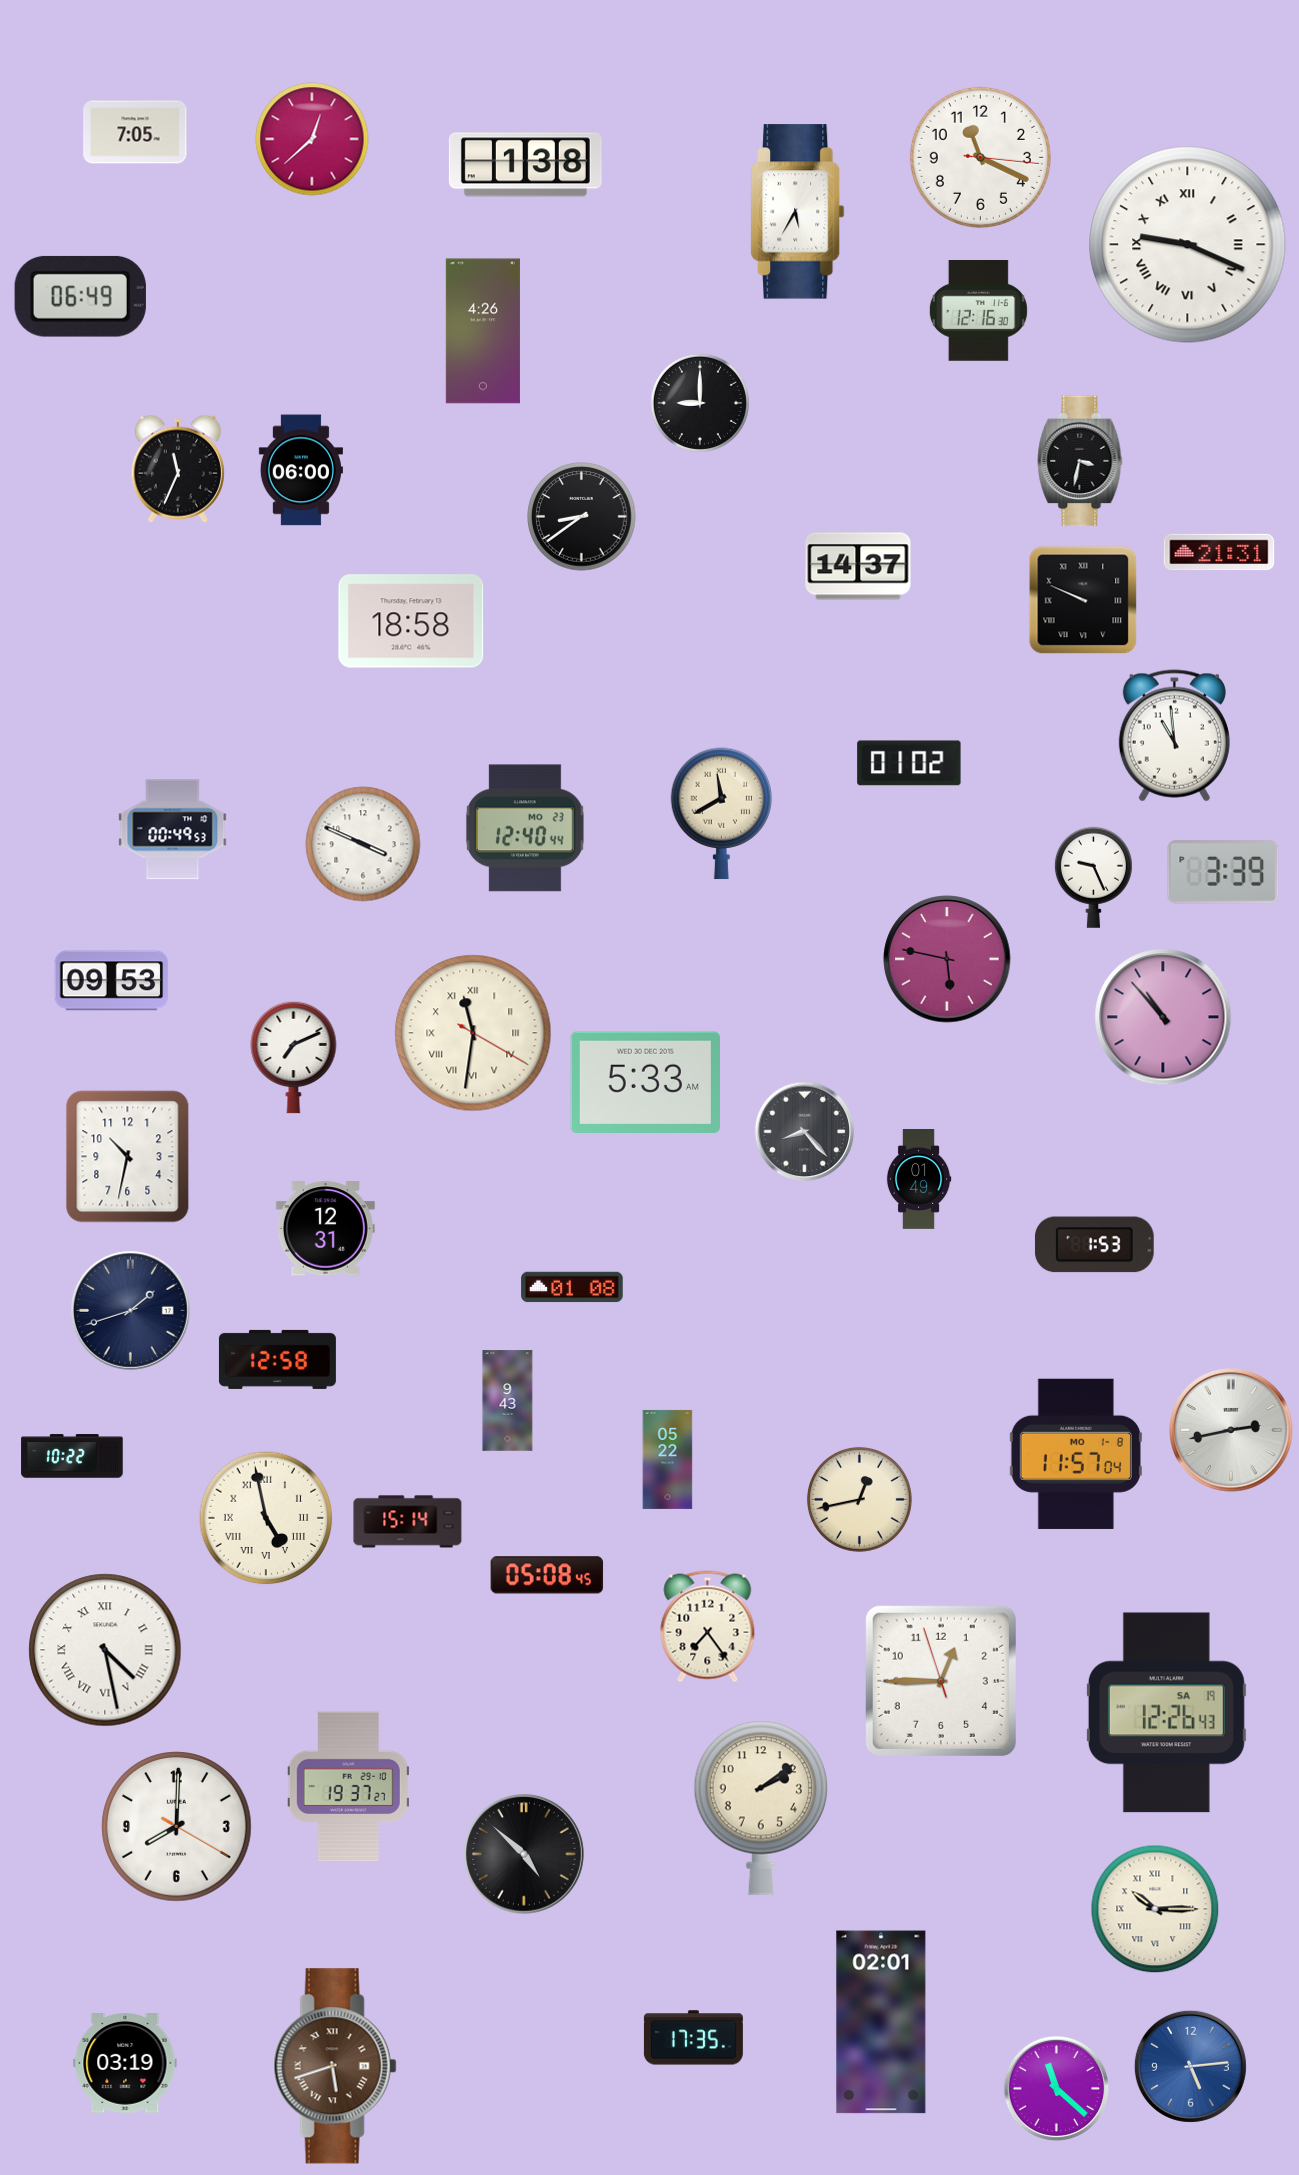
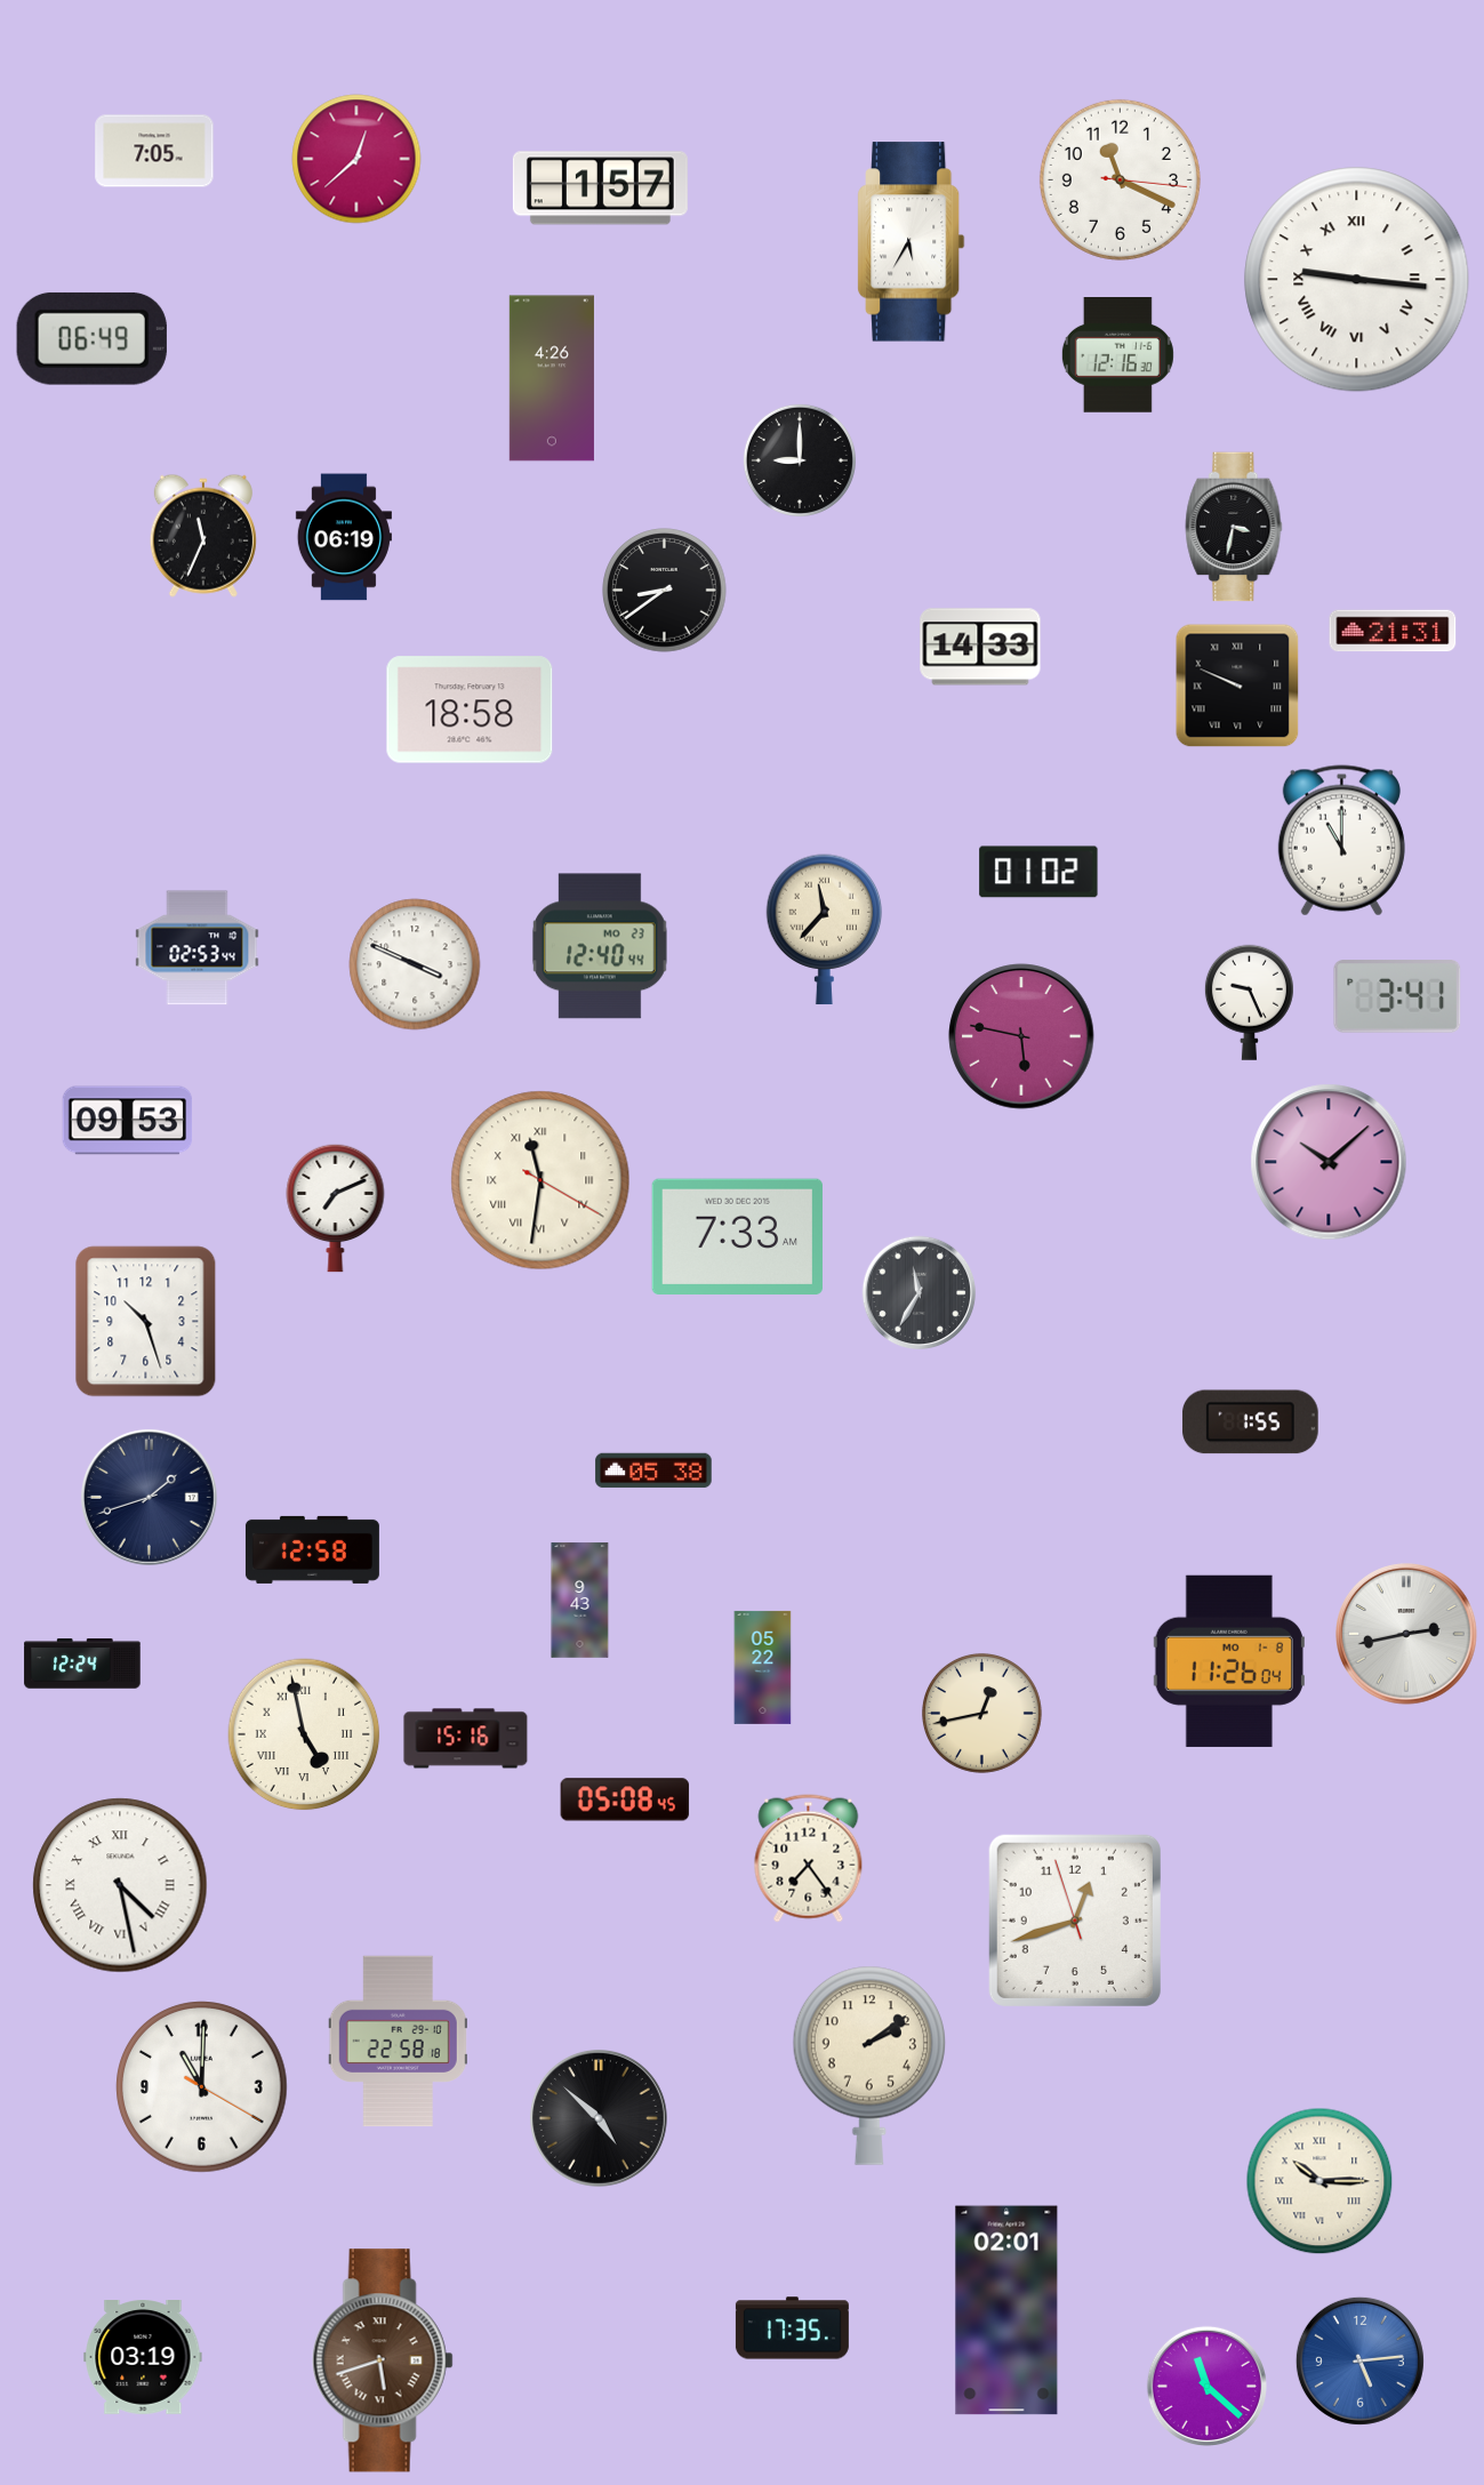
clock at (525, 165): 1:38 -> 1:57
clock at (1188, 245): 9:19 -> 9:16
clock at (301, 470): 06:00 -> 06:19
clock at (858, 566): 14:37 -> 14:33
clock at (1174, 736): 10:59 -> 11:00
clock at (722, 814): 11:40 -> 11:37
clock at (173, 830): 00:49 -> 02:53
clock at (1223, 872): 3:39 -> 3:41
clock at (947, 959) position: (947, 959) -> (1021, 1036)
clock at (1163, 1017): 10:53 -> 10:08
clock at (645, 1083): 5:33 -> 7:33
clock at (805, 1132): 8:23 -> 11:35
clock at (128, 1157): 10:32 -> 10:27
clock at (919, 1180): 01:49 -> none
clock at (325, 1229): 12:31 -> none
clock at (1094, 1245): 1:53 -> 1:55
clock at (572, 1287): 01:08 -> 05:38
clock at (277, 1359) position: (277, 1359) -> (312, 1549)
clock at (1076, 1454): 11:57 -> 11:26
clock at (72, 1456): 10:22 -> 12:24
clock at (408, 1522): 15:14 -> 15:16
clock at (941, 1681): 12:44 -> 12:41
clock at (1166, 1713): 12:26 -> none
clock at (348, 1787): 19:37 -> 22:58
clock at (177, 1827): 8:00 -> 11:00
